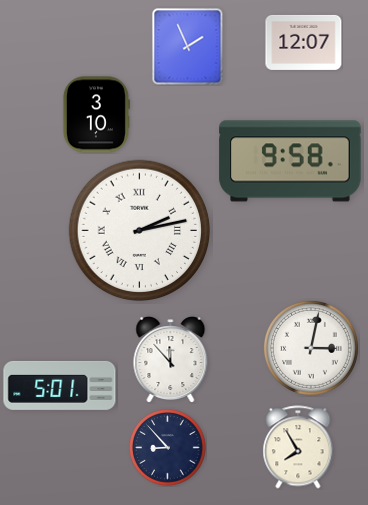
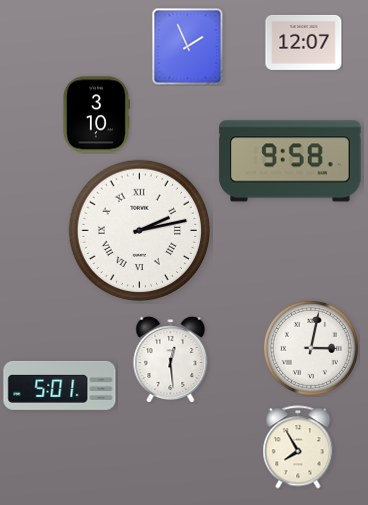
clock at (171, 360): 11:53 -> 12:29
clock at (168, 448): 8:53 -> none
